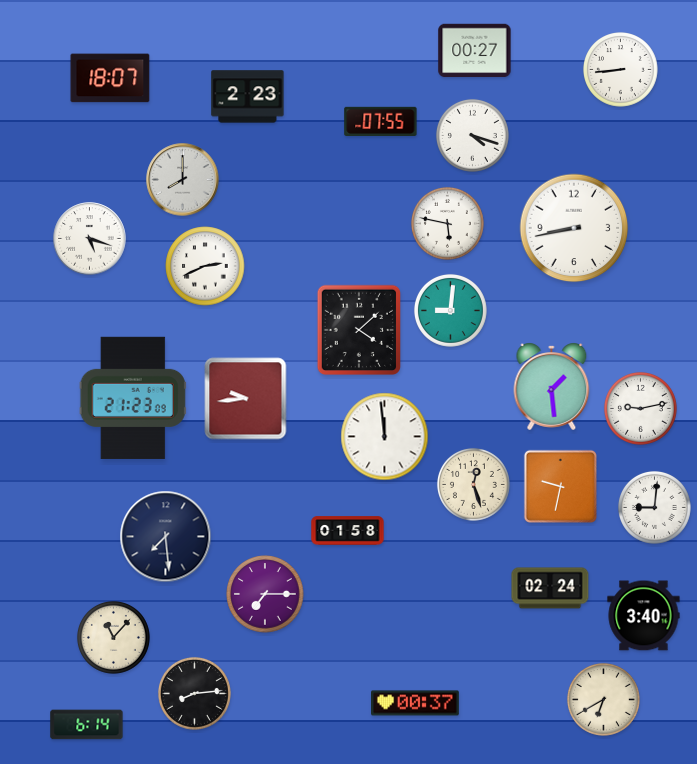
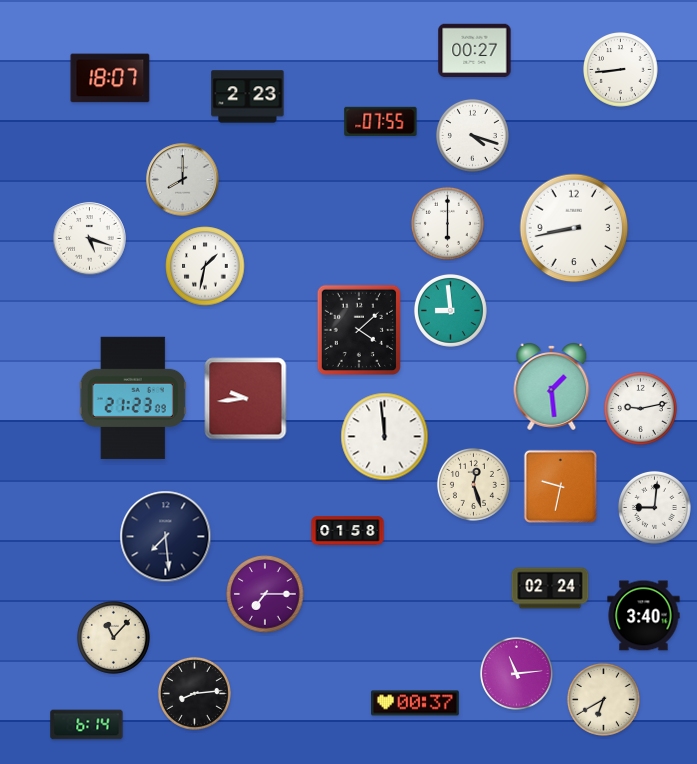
clock at (447, 223): 5:47 -> 6:00
clock at (205, 266): 2:41 -> 1:32
clock at (450, 310): 9:01 -> 8:59
clock at (516, 673): none -> 11:14
